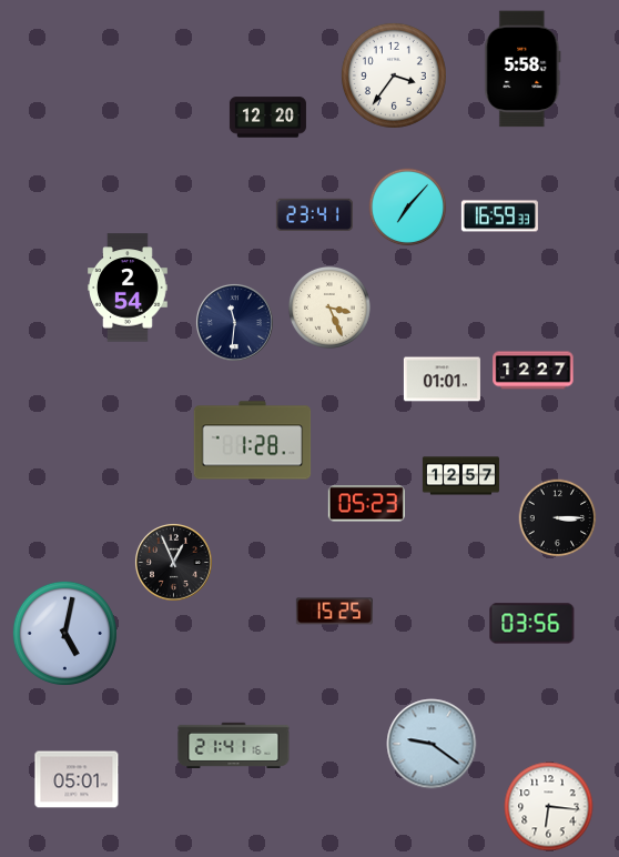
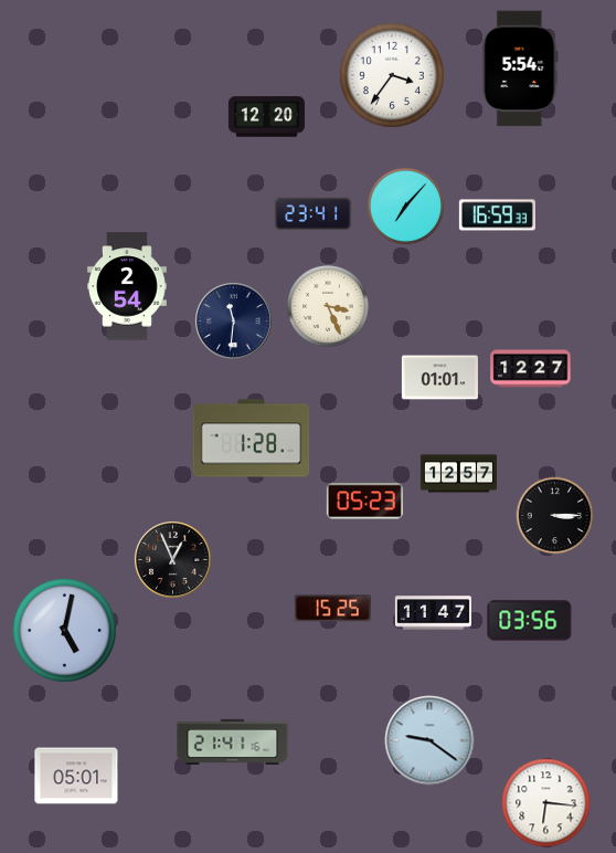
clock at (522, 69): 5:58 -> 5:54
clock at (433, 613): none -> 11:47
